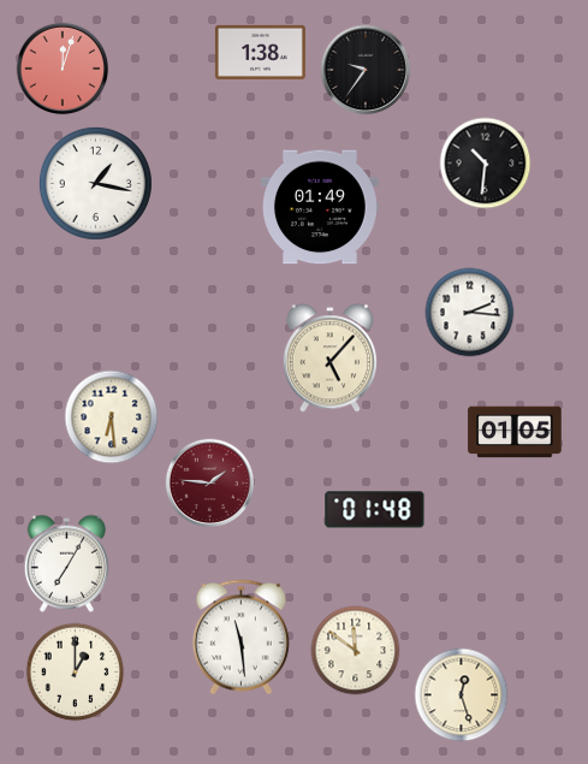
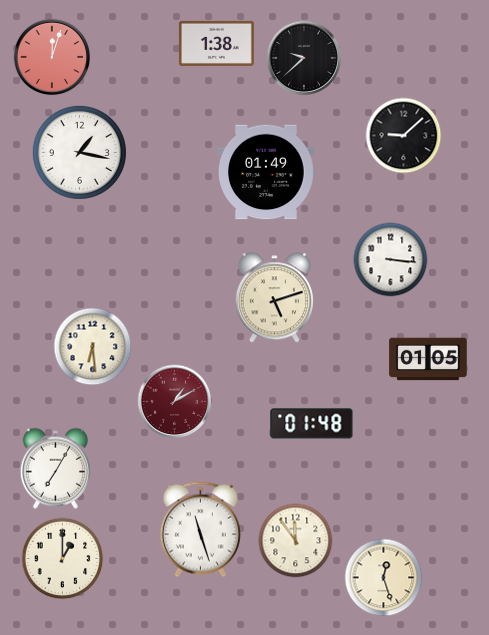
clock at (366, 70): 9:36 -> 9:38
clock at (486, 164): 10:31 -> 9:08
clock at (470, 313): 2:16 -> 3:16
clock at (329, 359): 5:07 -> 5:12
clock at (210, 484): 1:46 -> 1:10
clock at (240, 638): 11:29 -> 11:27
clock at (356, 651): 11:51 -> 11:54
